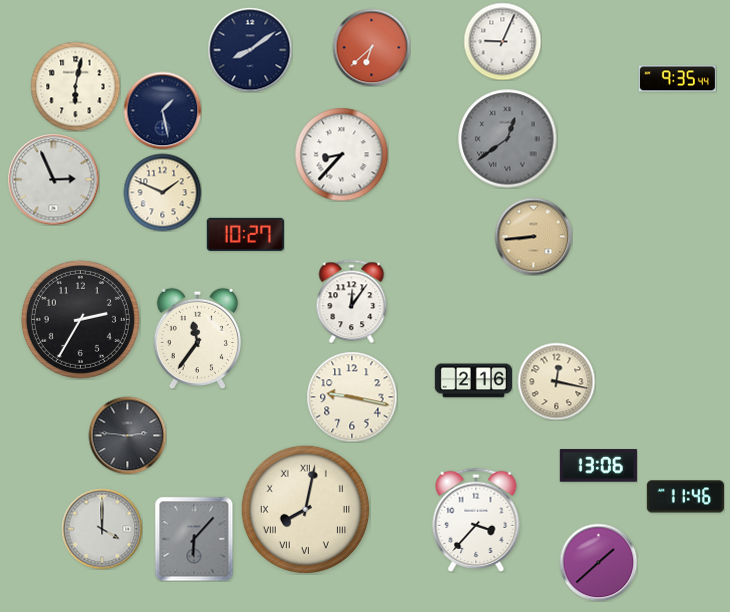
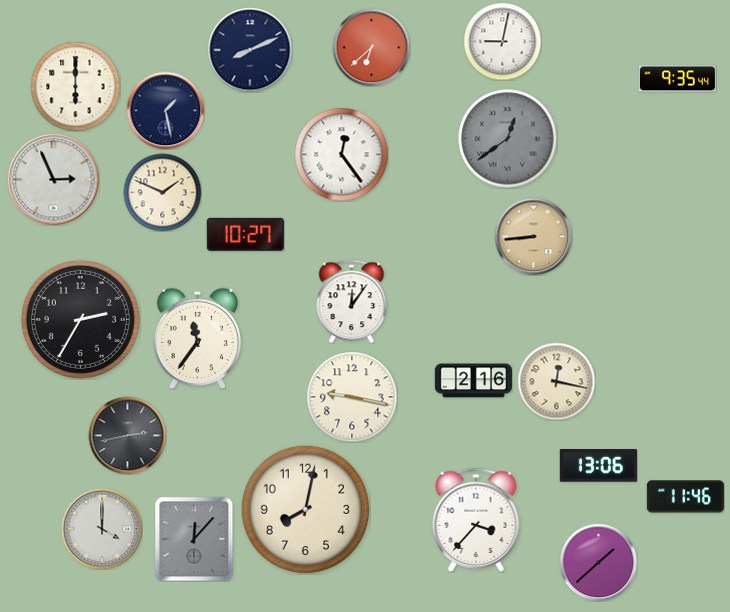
clock at (502, 41): 9:04 -> 9:02
clock at (250, 50): 8:09 -> 8:11
clock at (75, 86): 6:02 -> 6:00
clock at (162, 110) position: (162, 110) -> (165, 110)
clock at (341, 154): 8:37 -> 12:24
clock at (127, 435): 2:46 -> 2:43
clock at (305, 509) numerals: Roman -> Arabic
clock at (194, 539): 6:07 -> 12:07
